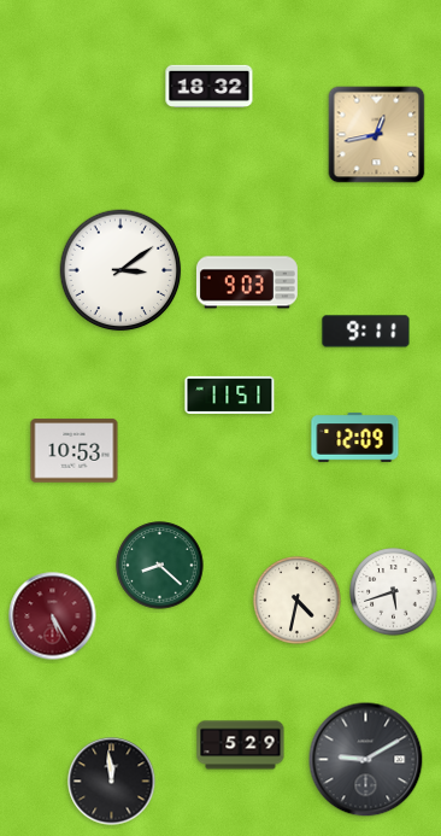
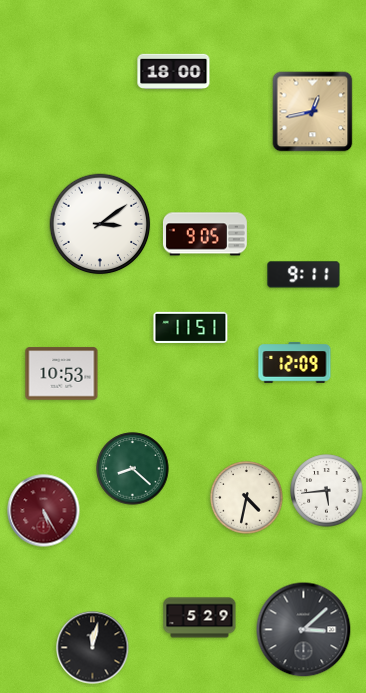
clock at (210, 86): 18:32 -> 18:00
clock at (247, 282): 9:03 -> 9:05
clock at (394, 592): 5:42 -> 5:44
clock at (366, 760): 9:10 -> 3:08
clock at (112, 782): 11:59 -> 12:02
